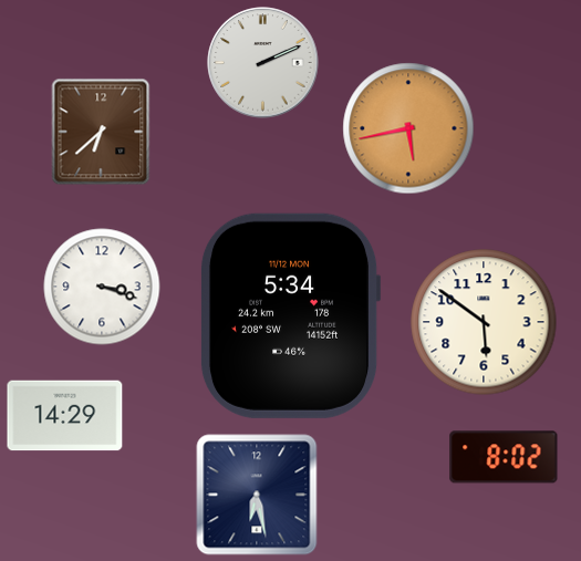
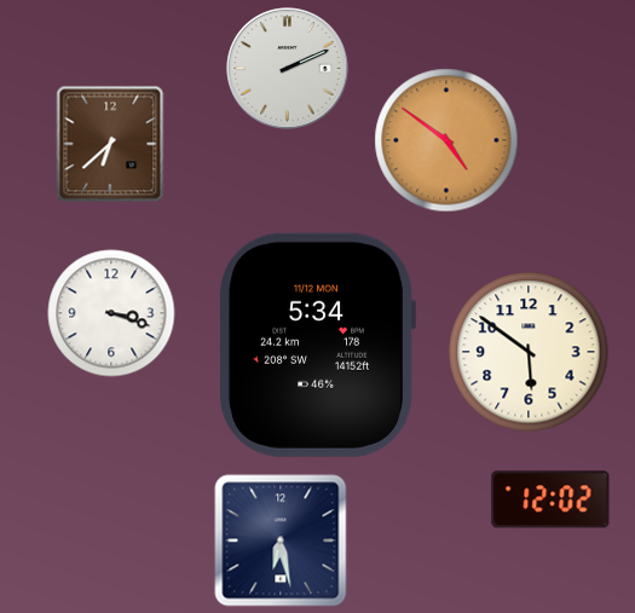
clock at (408, 128): 5:43 -> 4:51
clock at (65, 416): 14:29 -> none
clock at (504, 457): 8:02 -> 12:02
